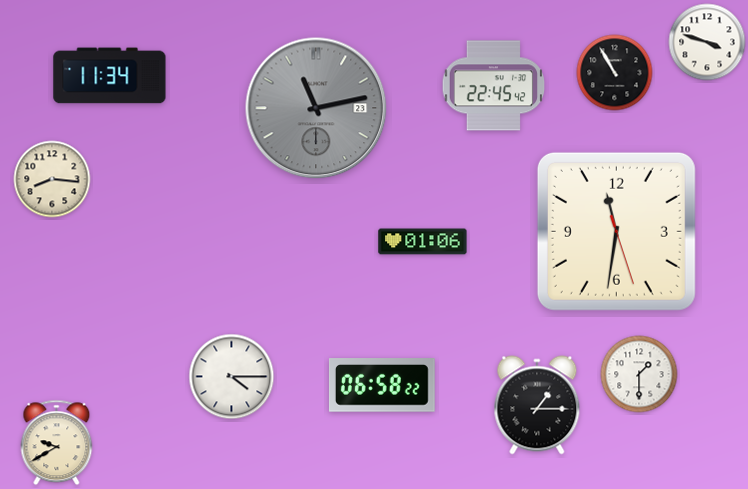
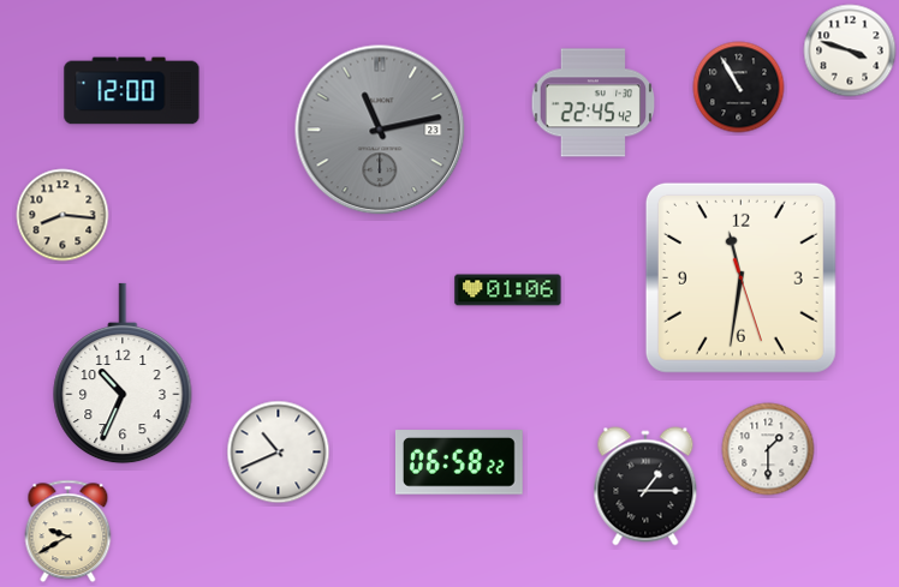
clock at (110, 76): 11:34 -> 12:00
clock at (123, 373): none -> 10:34
clock at (232, 377): 4:15 -> 10:41
